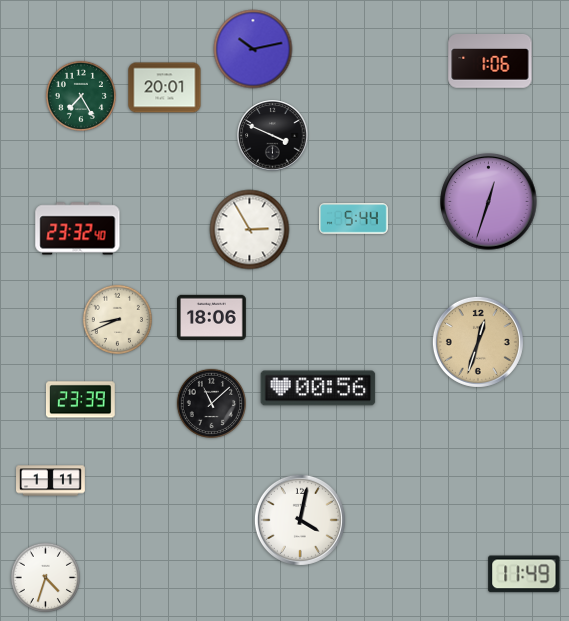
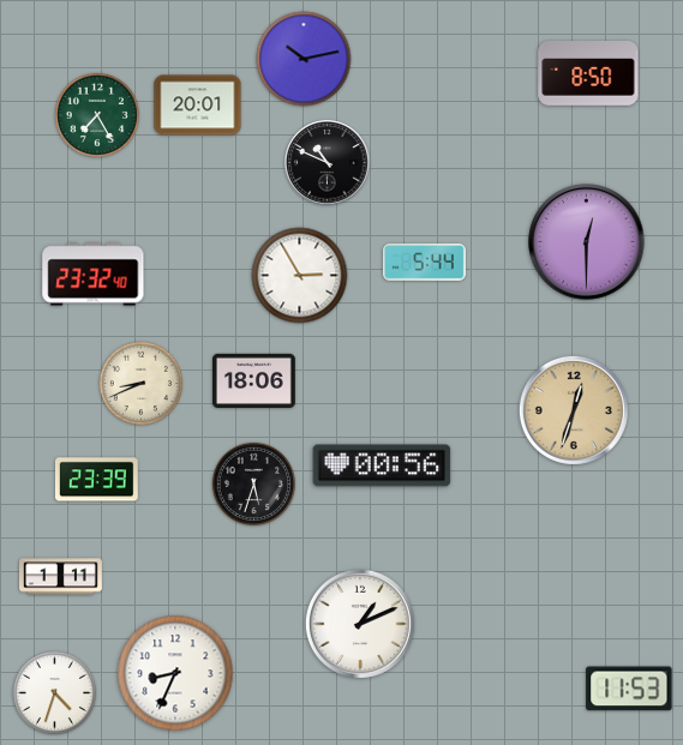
clock at (490, 61): 1:06 -> 8:50
clock at (273, 136): 3:49 -> 10:49
clock at (489, 202): 12:33 -> 12:30
clock at (211, 403): 11:08 -> 5:33
clock at (300, 520): 4:02 -> 1:11
clock at (175, 673): none -> 8:34
clock at (524, 574): 11:49 -> 11:53
